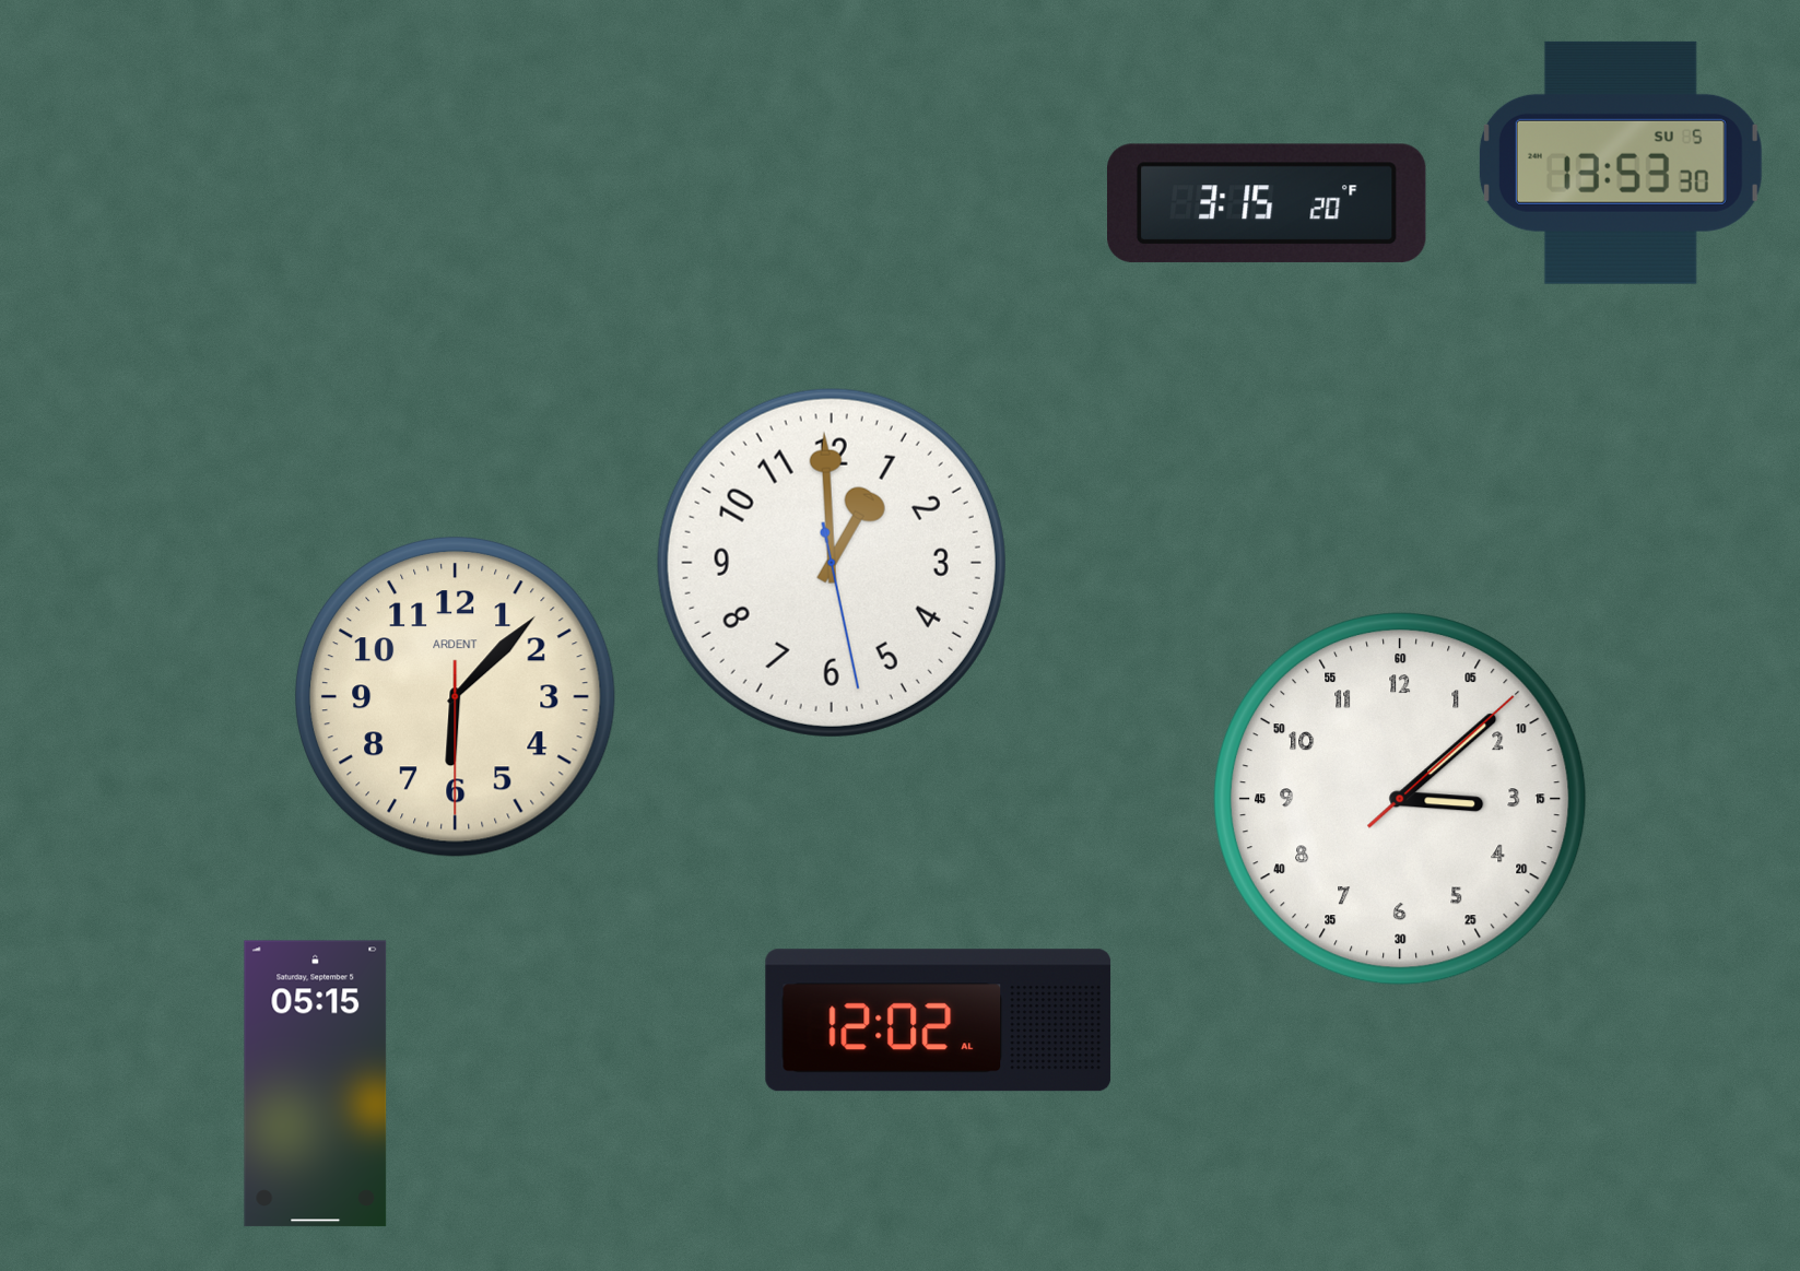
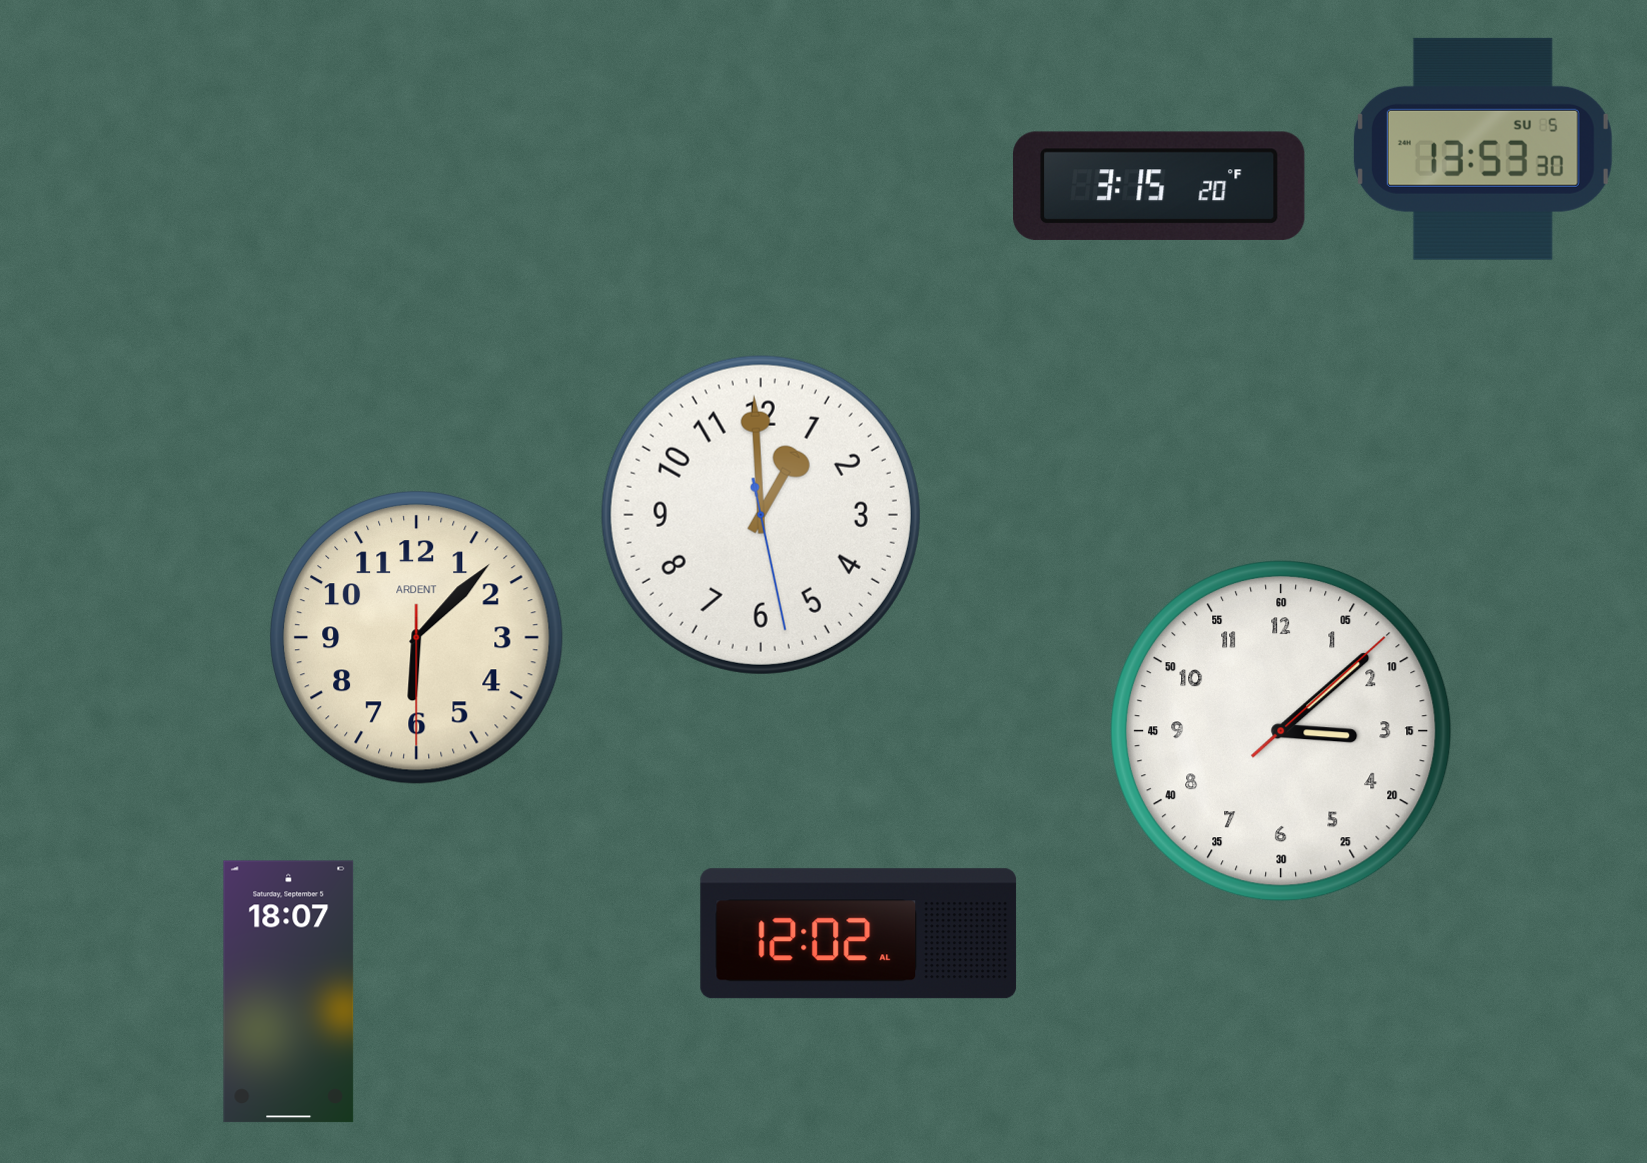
clock at (316, 1084): 05:15 -> 18:07
